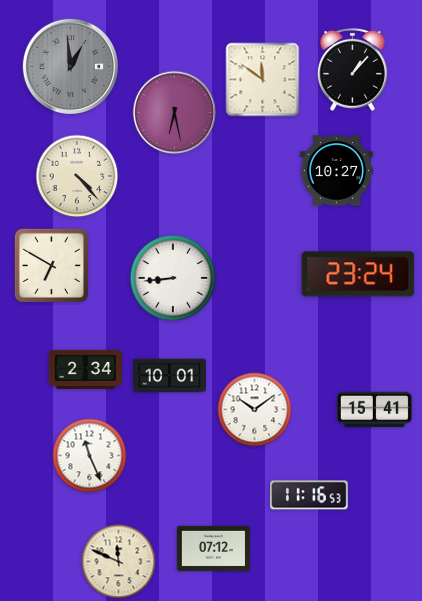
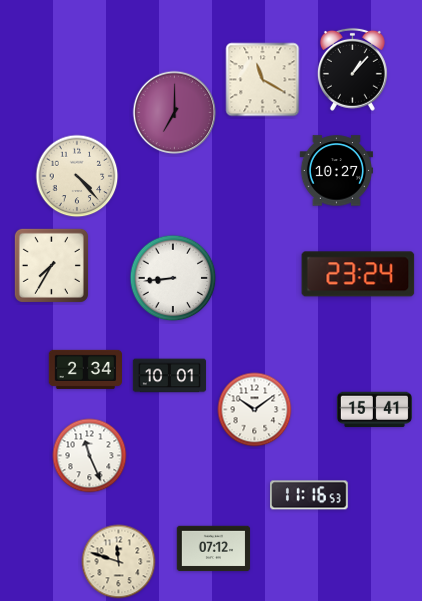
clock at (70, 66): 12:59 -> none
clock at (263, 80): 11:51 -> 11:20
clock at (175, 113): 6:28 -> 7:00
clock at (51, 265): 6:50 -> 7:35
clock at (119, 562): 11:49 -> 11:48
